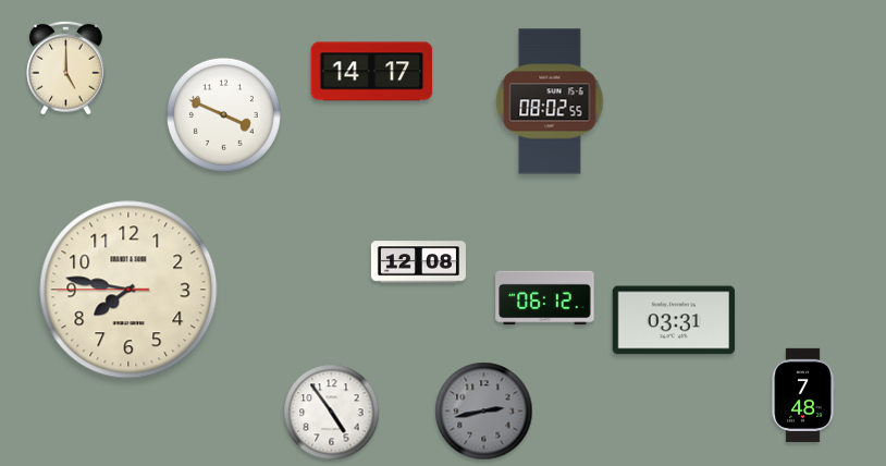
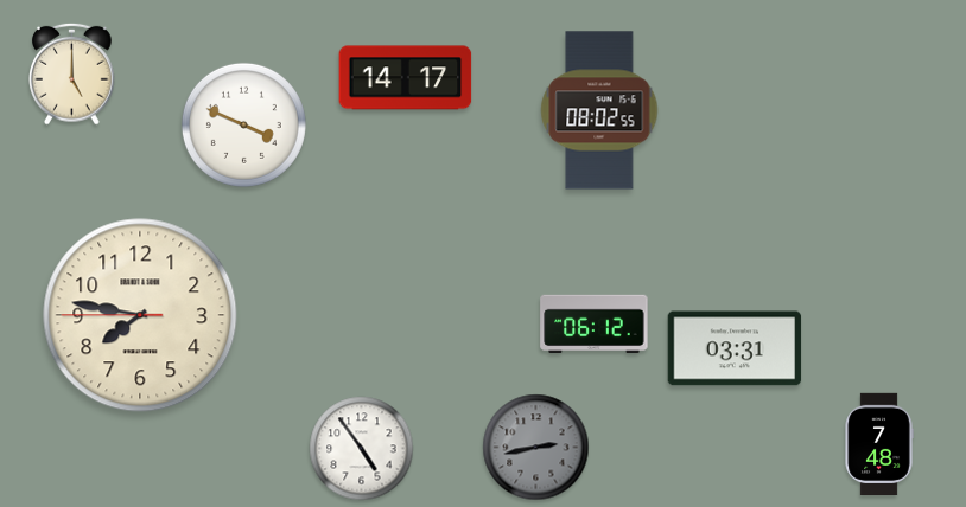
clock at (418, 262): 12:08 -> none
clock at (803, 395) position: (803, 395) -> (879, 444)
clock at (484, 412) position: (484, 412) -> (536, 448)
